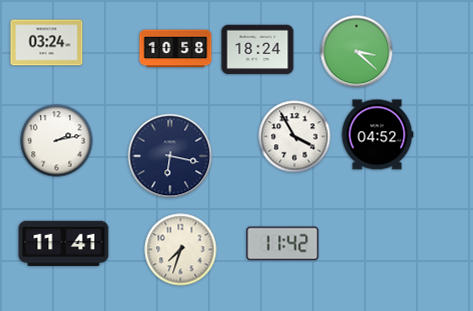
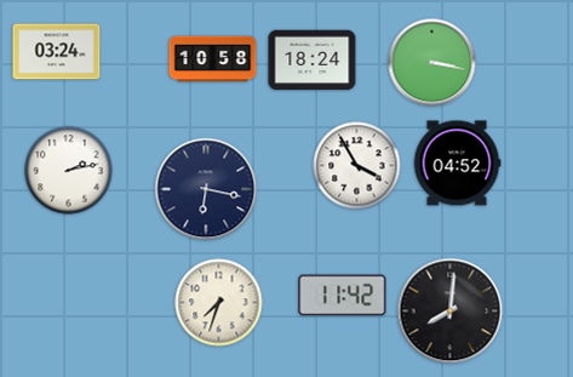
clock at (357, 52): 3:22 -> 3:17
clock at (64, 244): 11:41 -> none
clock at (451, 312): none -> 8:01
